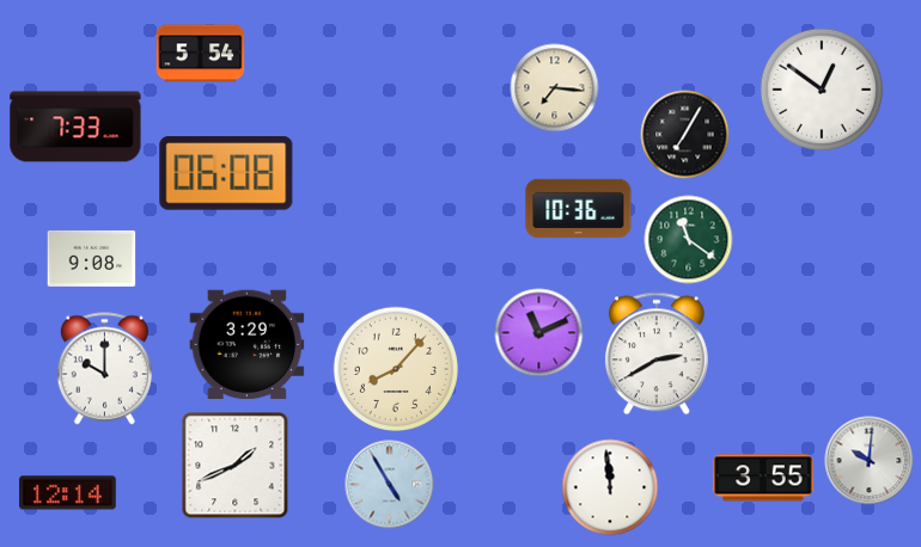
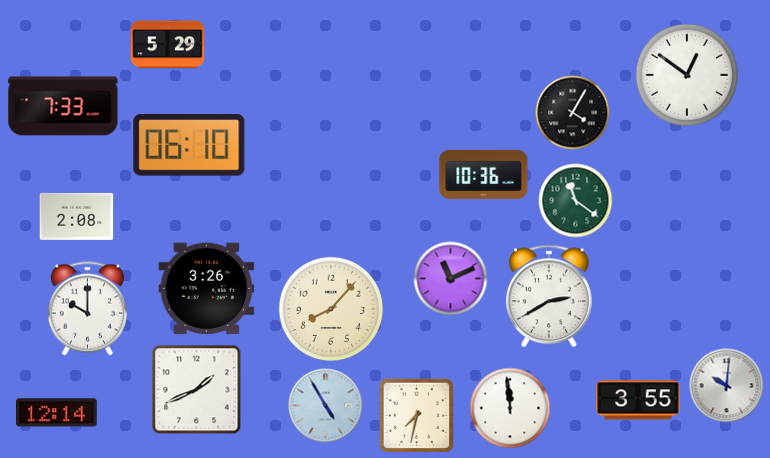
clock at (201, 54): 5:54 -> 5:29
clock at (555, 88): 7:16 -> none
clock at (685, 135): 7:05 -> 4:05
clock at (226, 173): 06:08 -> 06:10
clock at (92, 258): 9:08 -> 2:08
clock at (248, 345): 3:29 -> 3:26
clock at (417, 416): none -> 7:32
